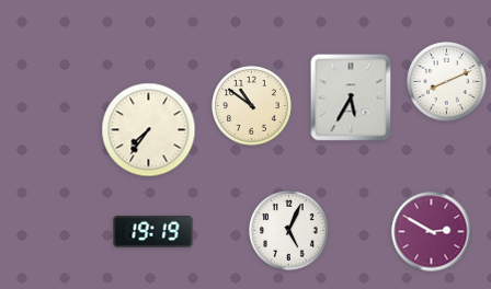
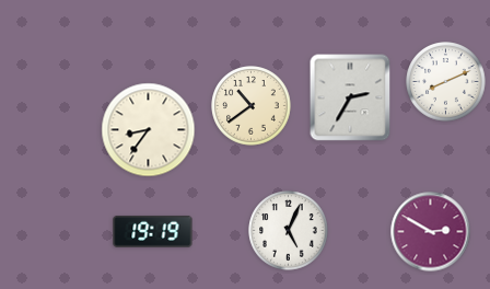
clock at (351, 97): 5:35 -> 2:35
clock at (252, 106): 10:51 -> 10:39
clock at (149, 130): 7:36 -> 8:36
